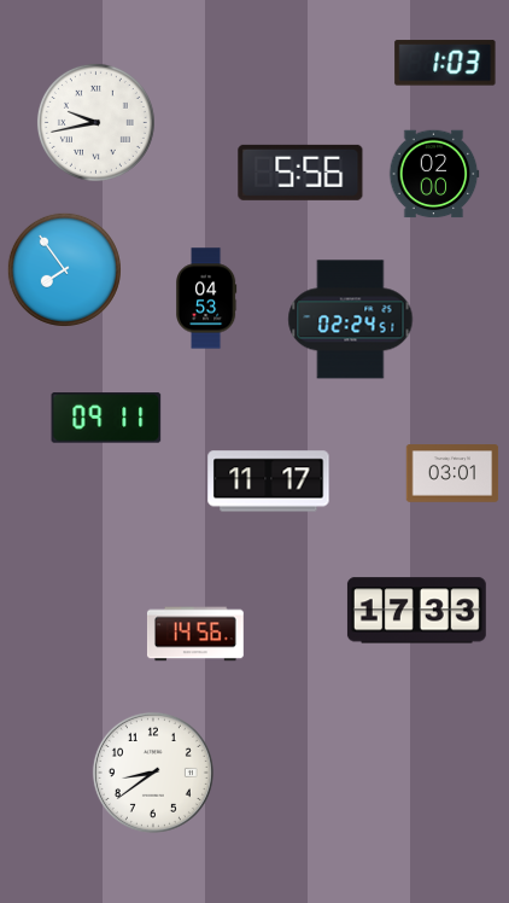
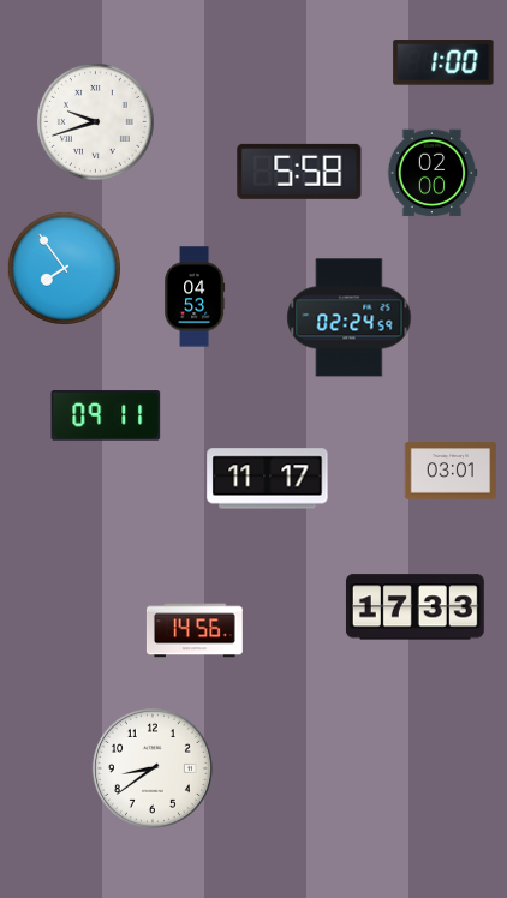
clock at (445, 63): 1:03 -> 1:00
clock at (95, 122): 9:43 -> 9:42
clock at (300, 173): 5:56 -> 5:58
clock at (207, 298) position: (207, 298) -> (196, 297)
clock at (351, 320): 02:24:51 -> 02:24:59
